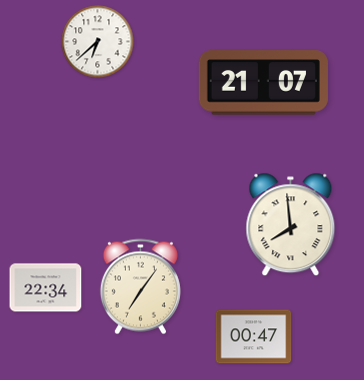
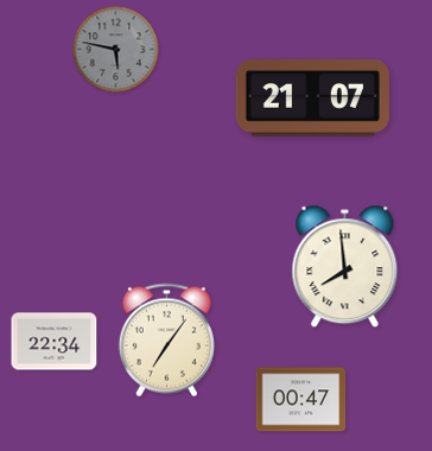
clock at (98, 42): 6:38 -> 5:47
clock at (98, 42) dial: white -> grey
